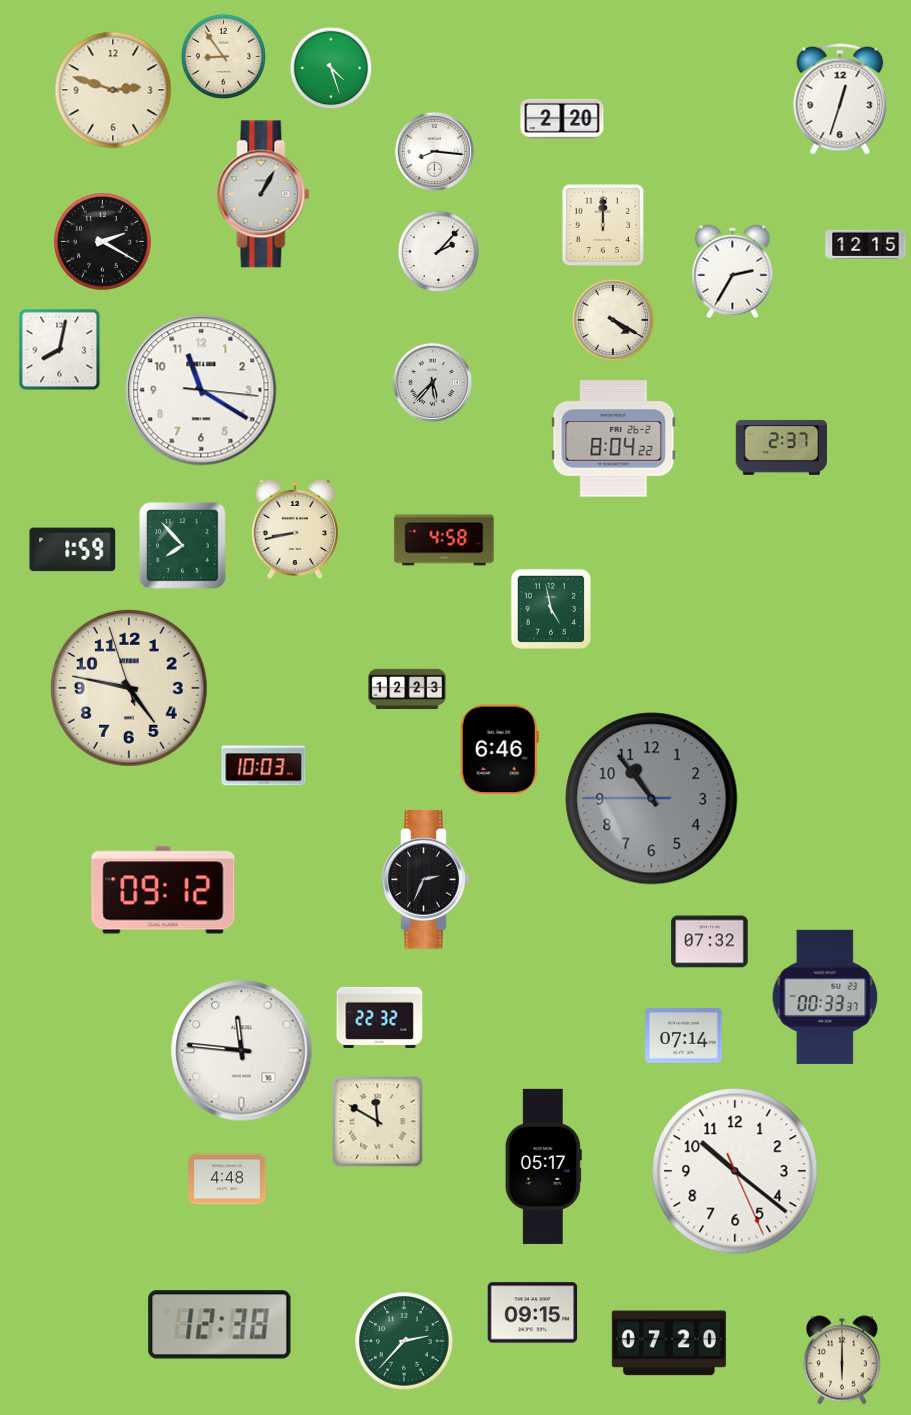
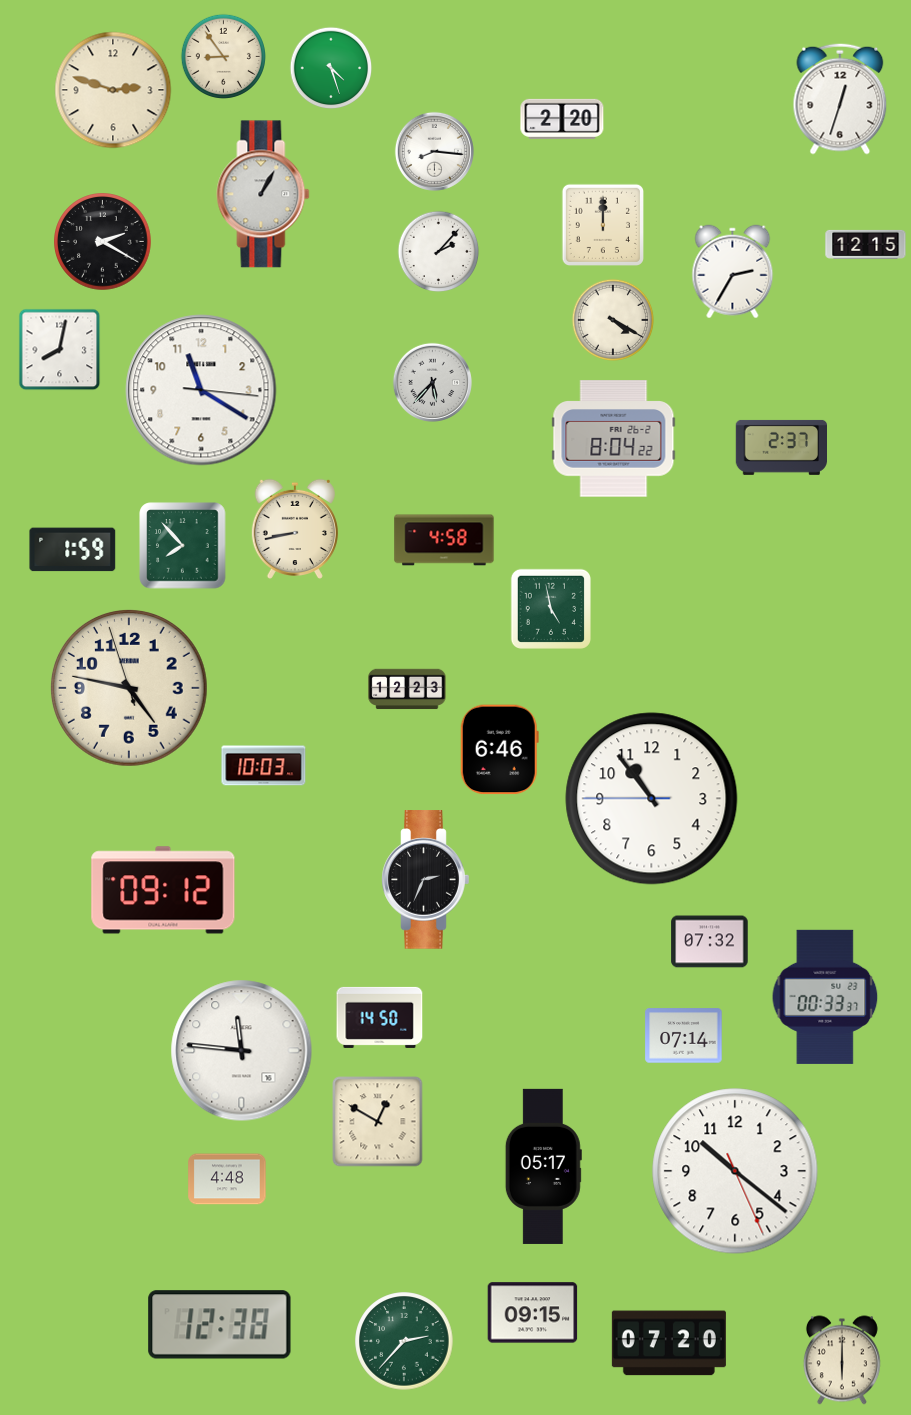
clock at (652, 799) dial: grey -> white
clock at (380, 1017): 22:32 -> 14:50
clock at (378, 1122): 11:50 -> 12:50
